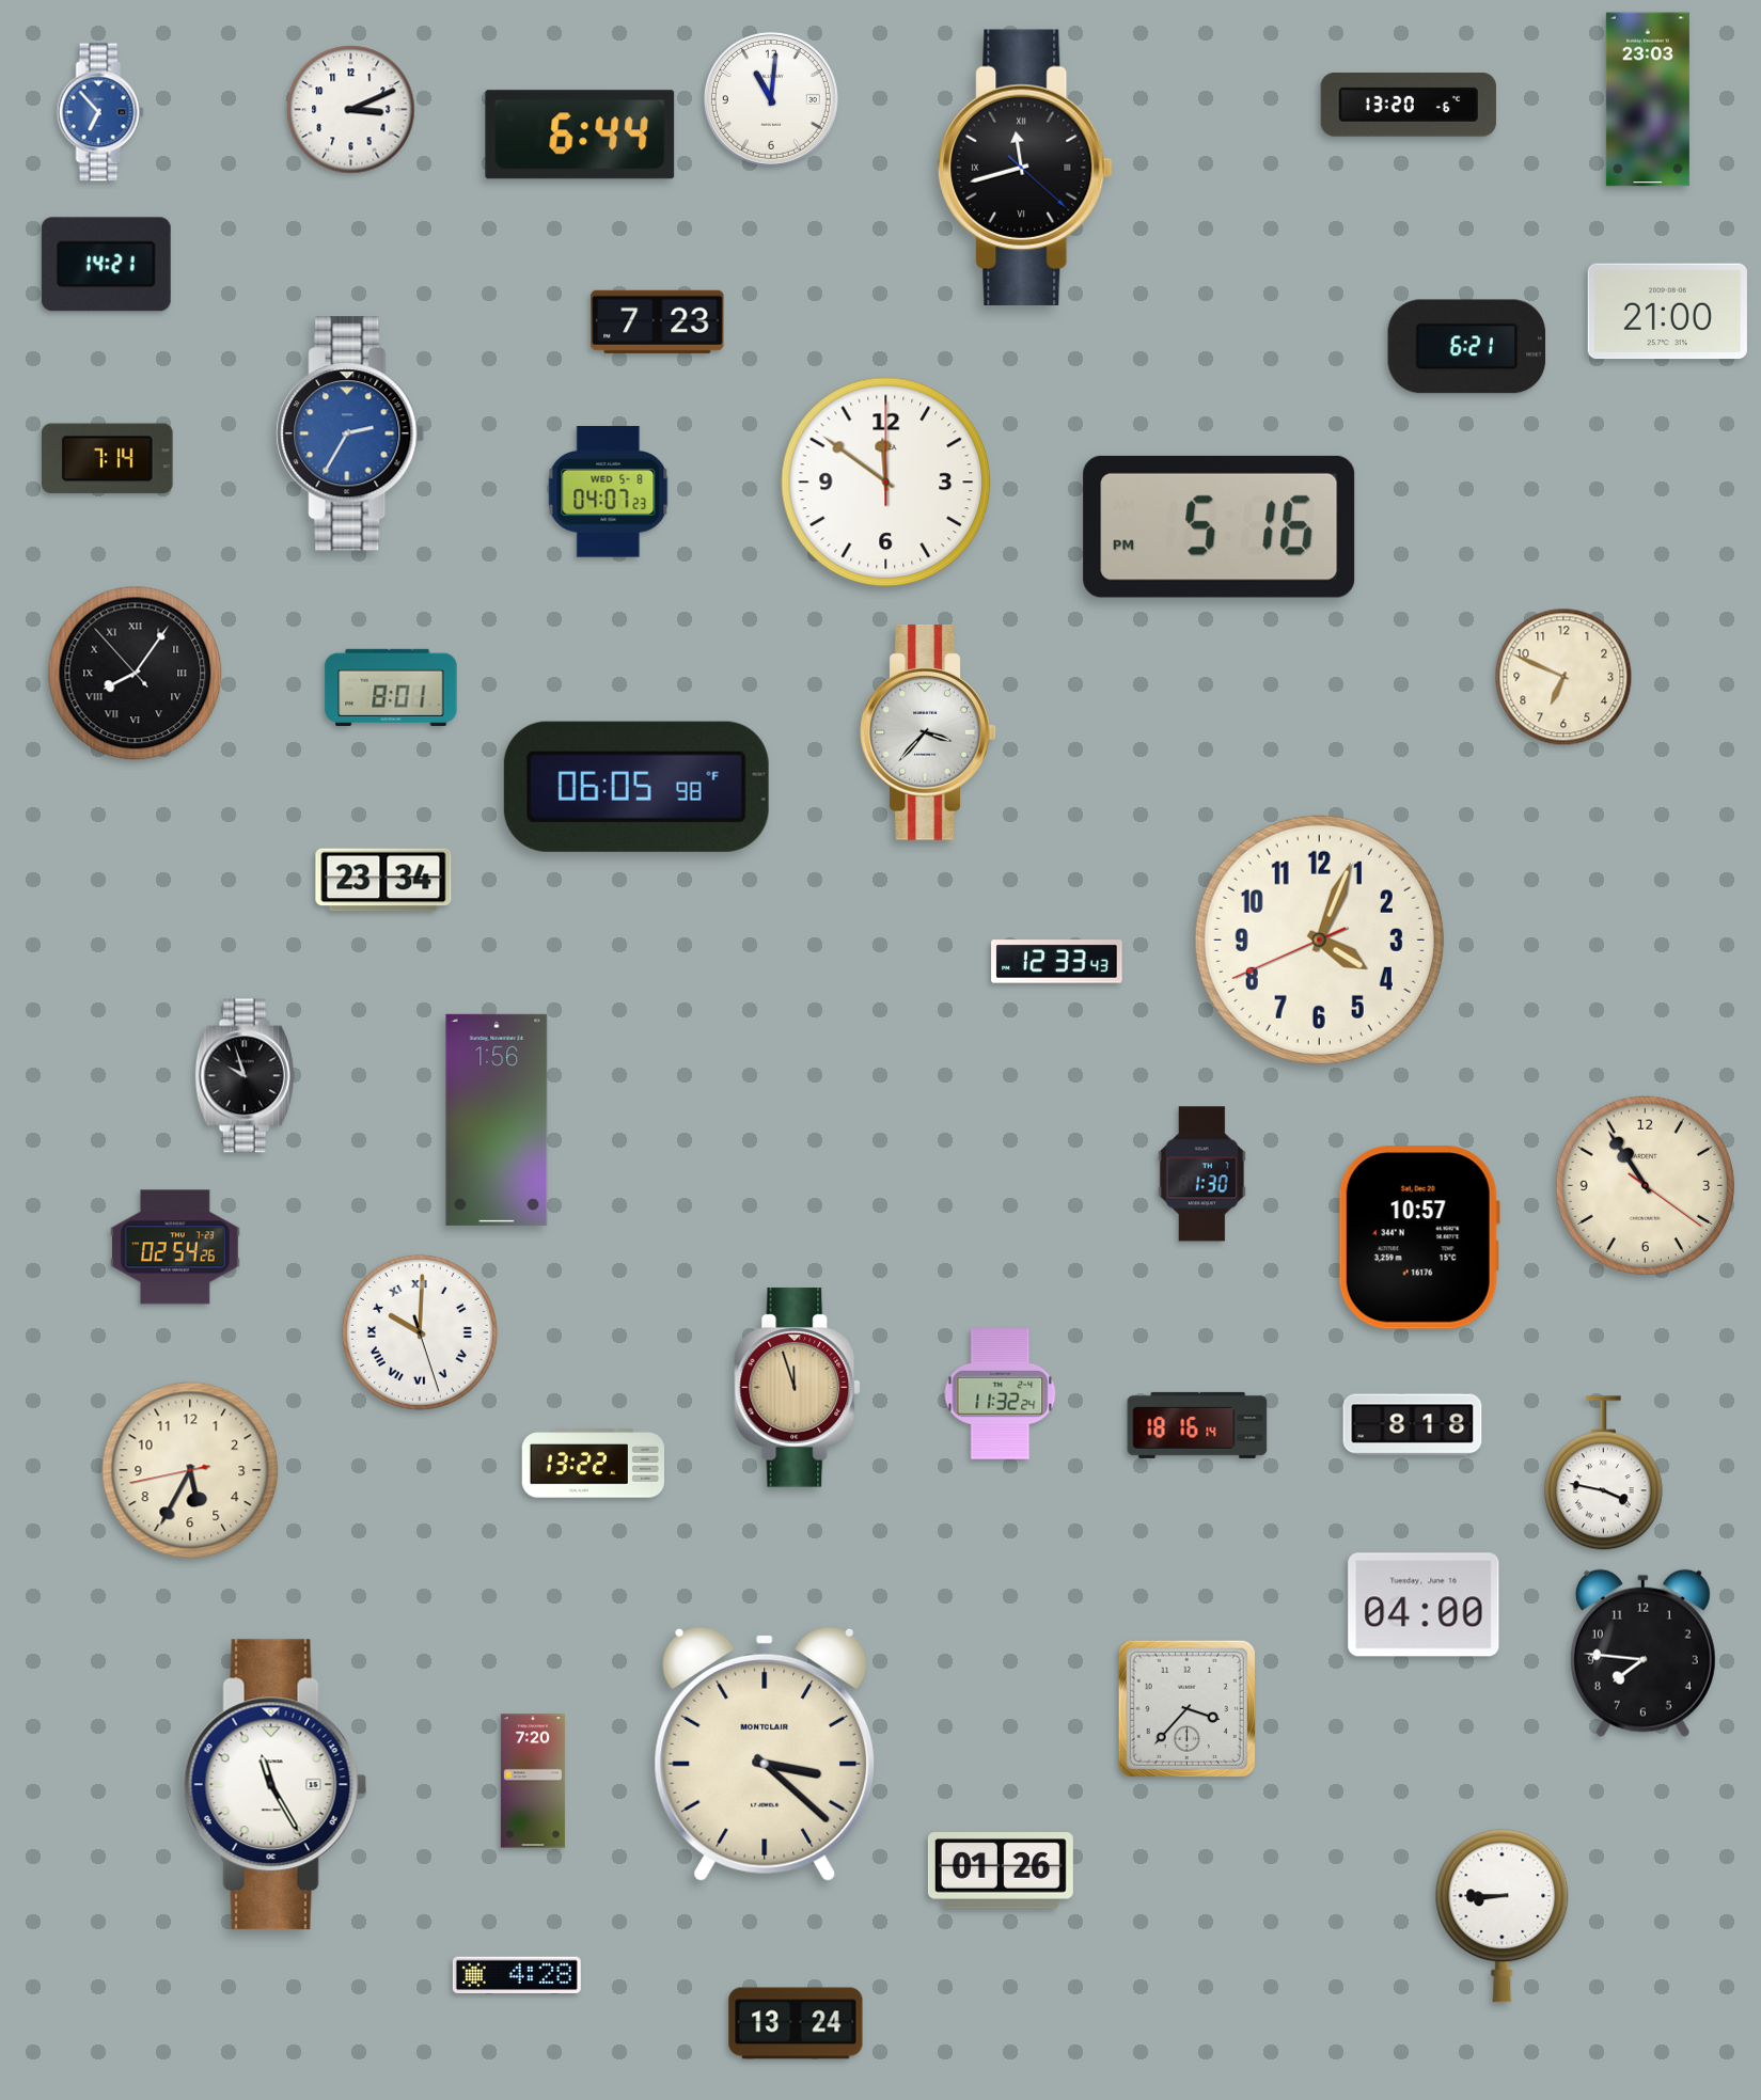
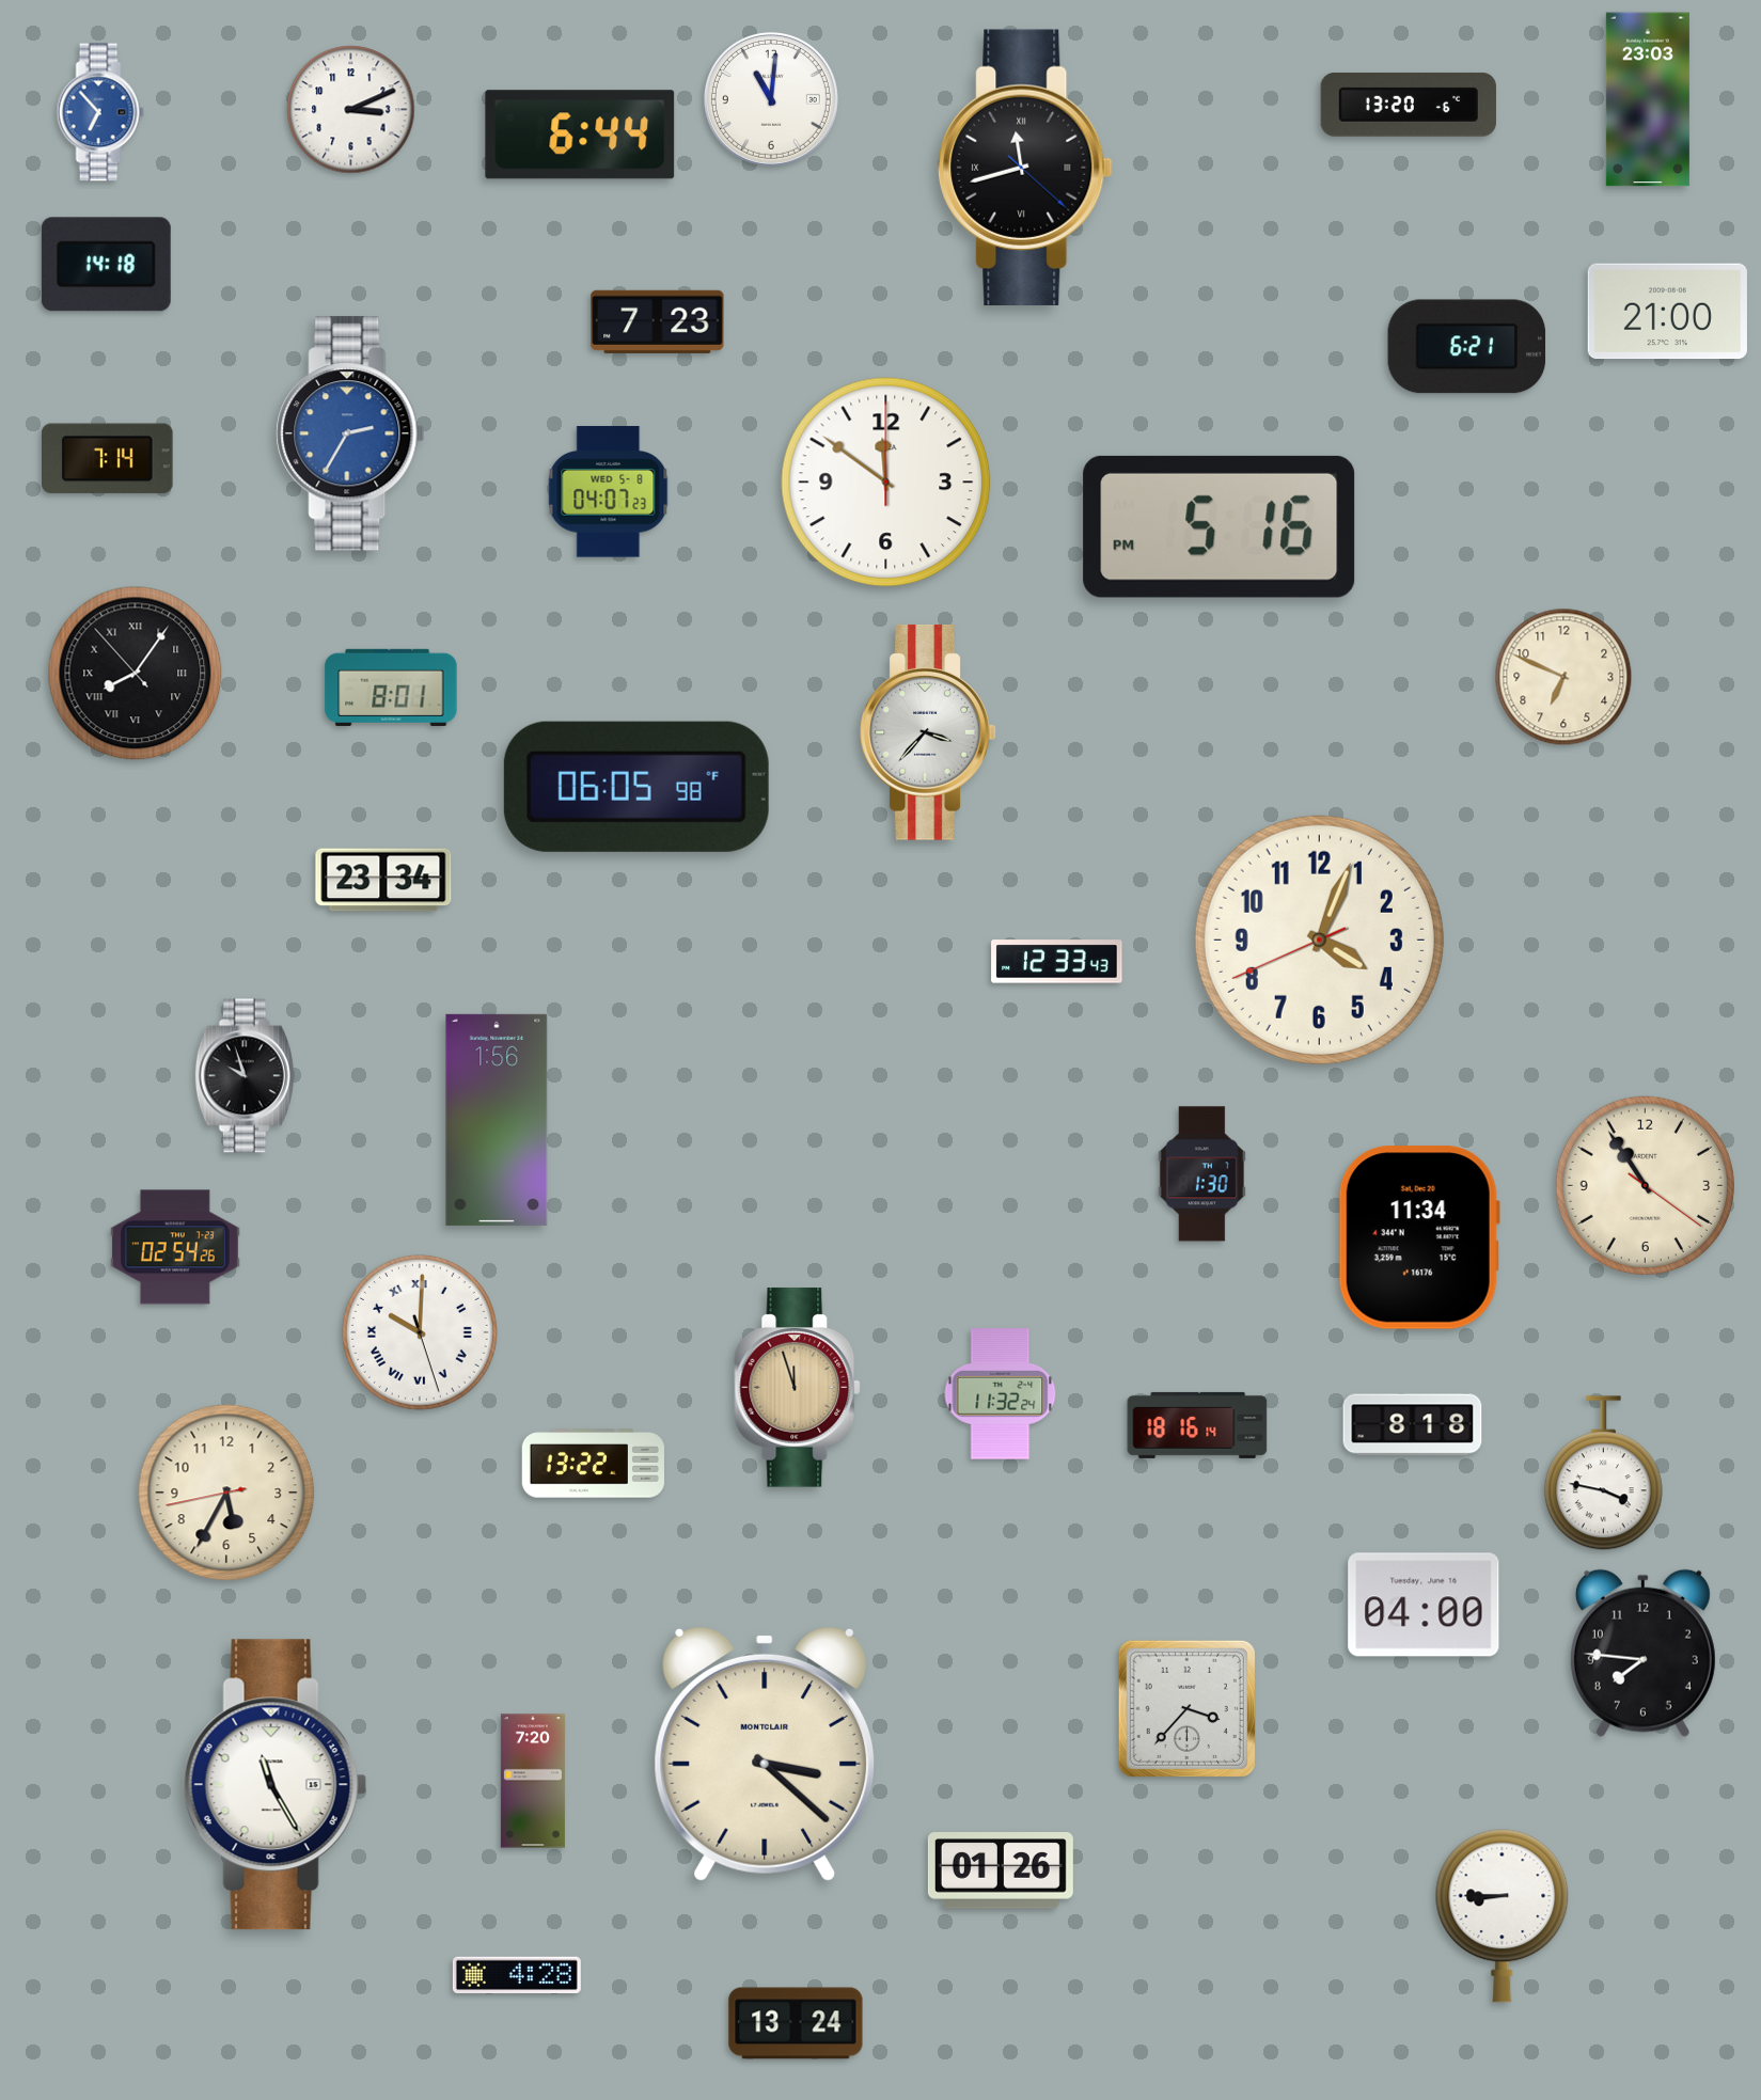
clock at (106, 265): 14:21 -> 14:18
clock at (1419, 1237): 10:57 -> 11:34
clock at (190, 1470) position: (190, 1470) -> (226, 1493)
